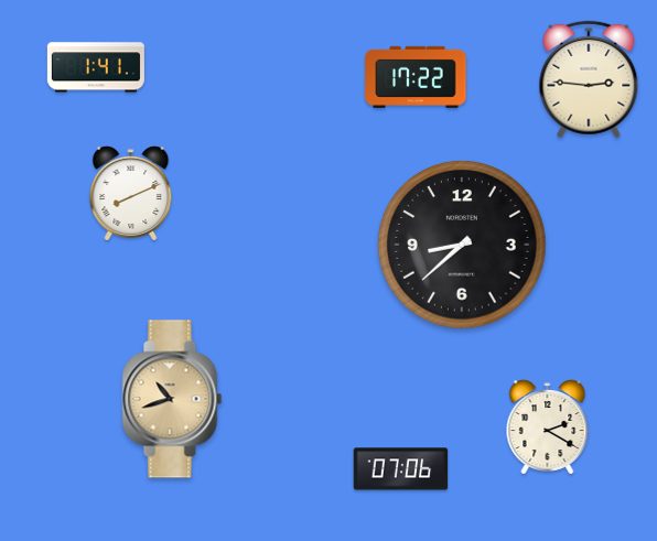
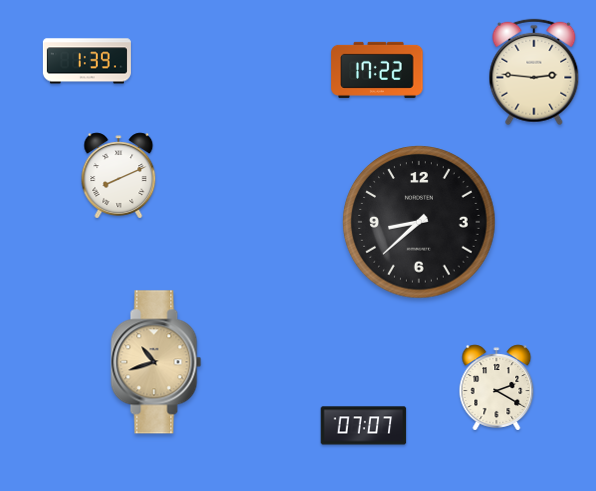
clock at (96, 67): 1:41 -> 1:39
clock at (401, 469): 07:06 -> 07:07
